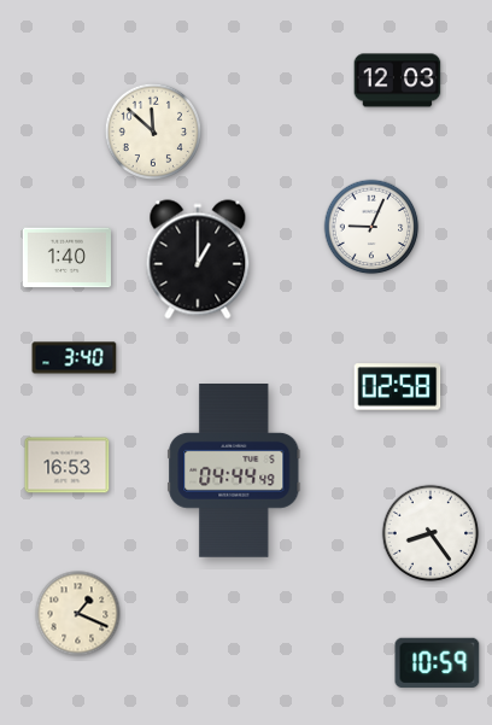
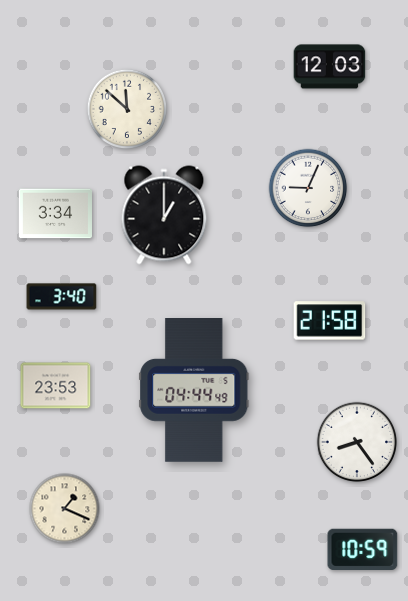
clock at (66, 258): 1:40 -> 3:34
clock at (398, 387): 02:58 -> 21:58
clock at (68, 466): 16:53 -> 23:53
